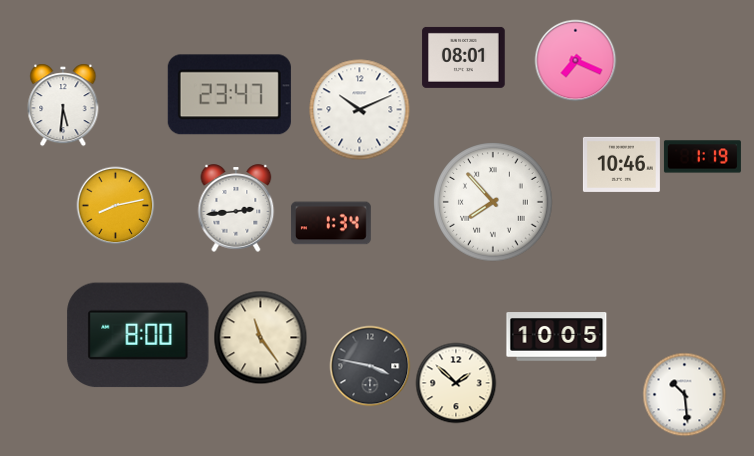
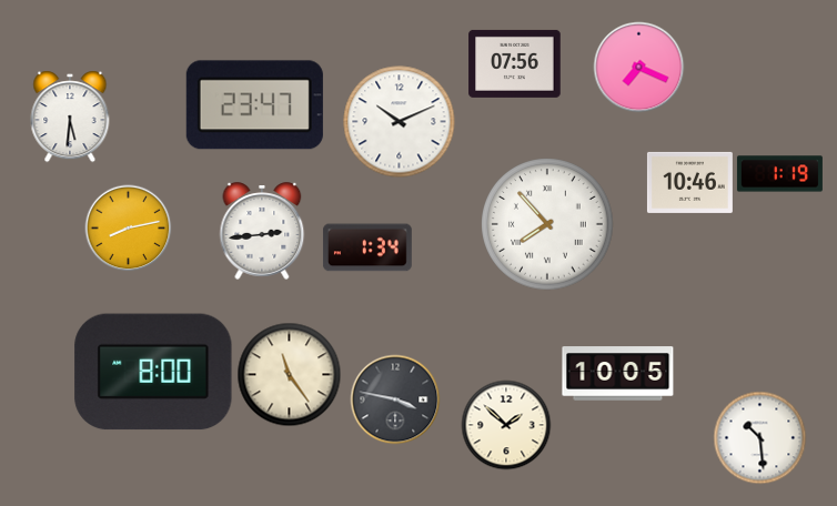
clock at (464, 57): 08:01 -> 07:56
clock at (370, 366) position: (370, 366) -> (395, 399)
